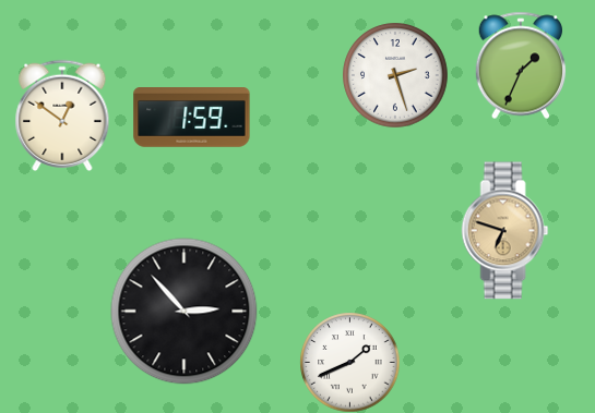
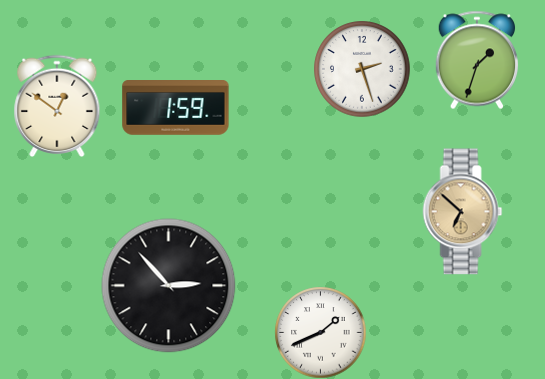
clock at (521, 65): 1:34 -> 1:33
clock at (505, 231): 6:48 -> 6:52
